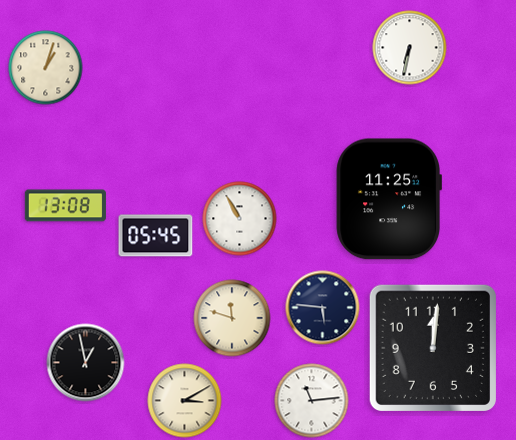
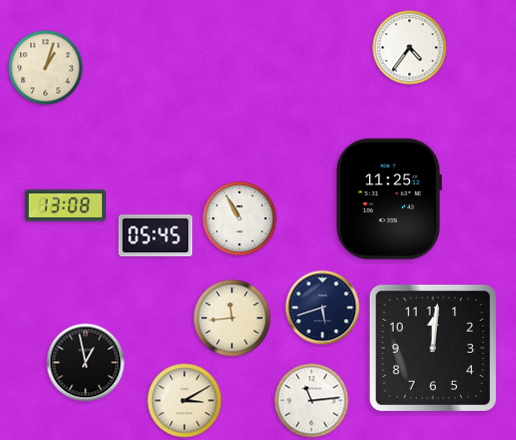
clock at (410, 48): 6:32 -> 4:36
clock at (323, 308): 5:46 -> 5:42
clock at (232, 318): 11:48 -> 11:44
